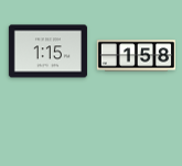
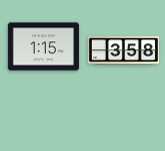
clock at (136, 56): 1:58 -> 3:58
